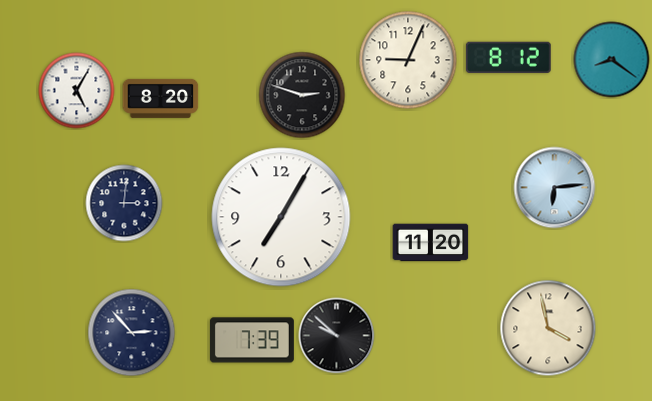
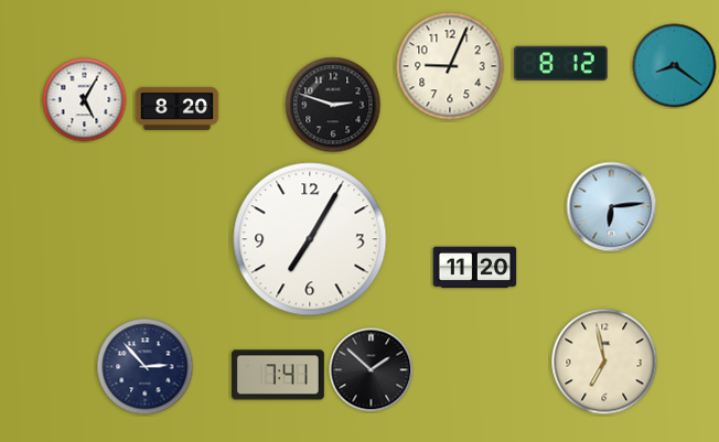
clock at (124, 203): 3:01 -> none
clock at (548, 328): 3:58 -> 6:58
clock at (337, 336): 9:52 -> 1:52
clock at (252, 340): 7:39 -> 7:41
